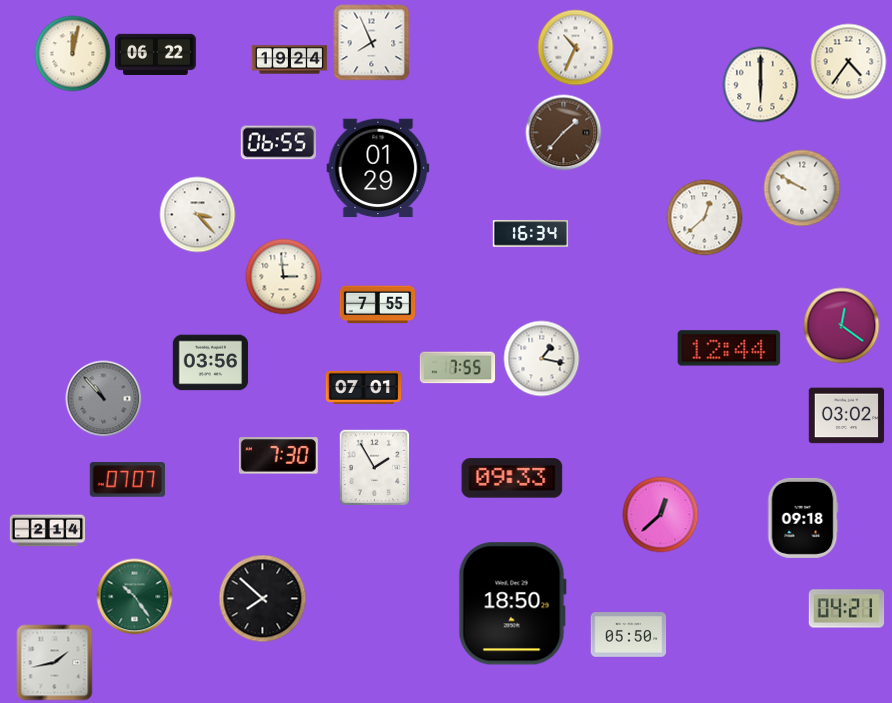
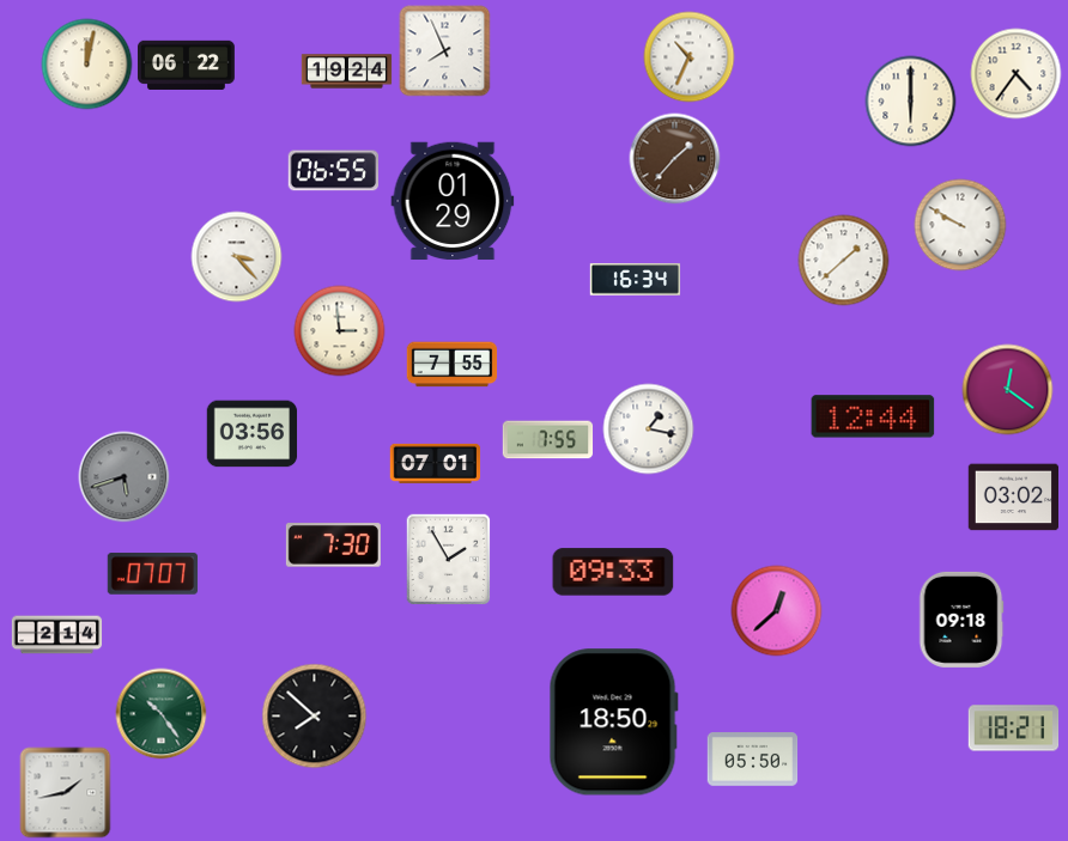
clock at (705, 218): 12:38 -> 1:38
clock at (104, 399): 10:53 -> 5:42
clock at (661, 515) position: (661, 515) -> (777, 611)
clock at (847, 609): 04:21 -> 18:21
